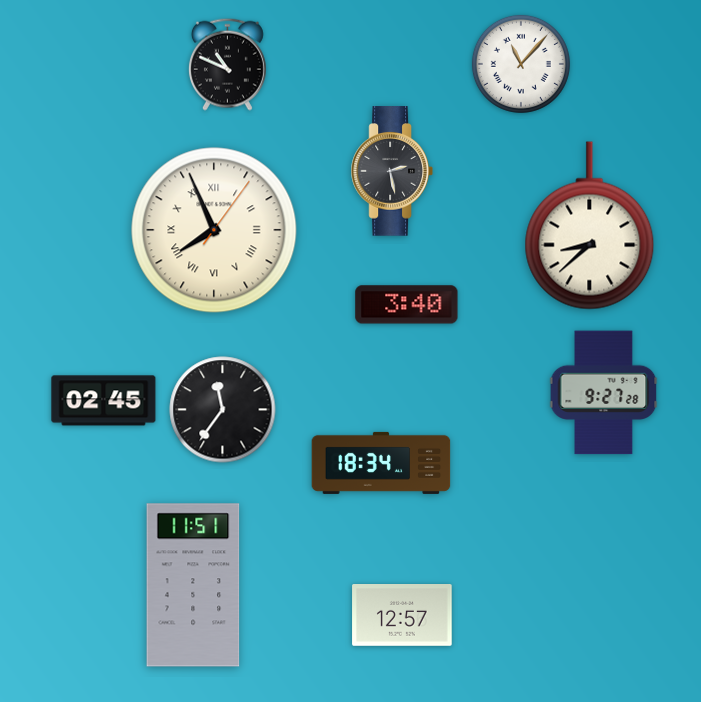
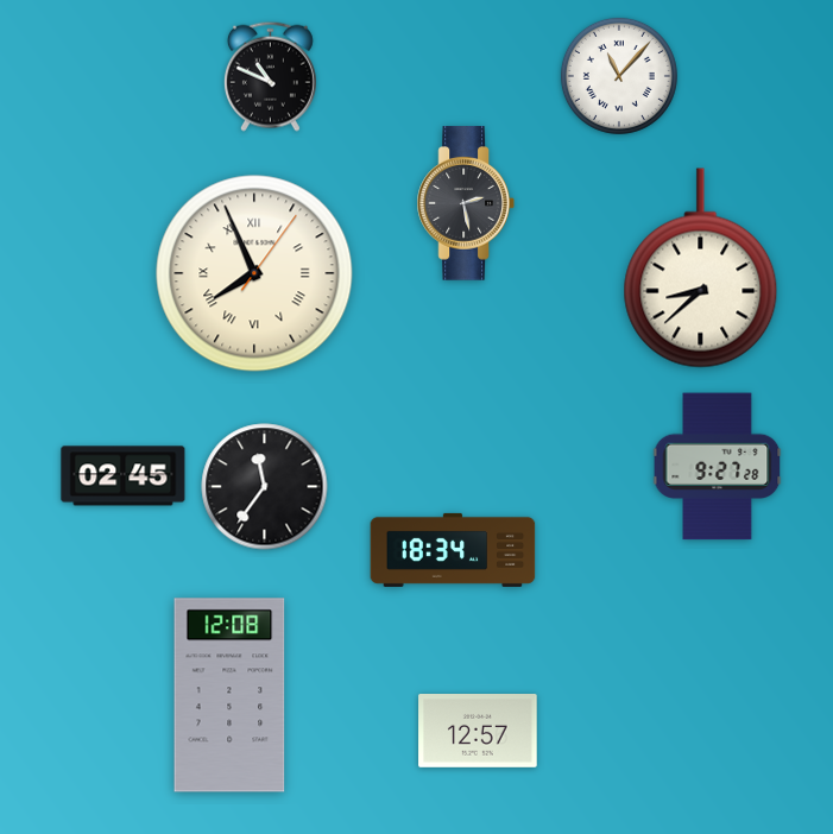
clock at (407, 305): 3:40 -> none
clock at (193, 585): 11:51 -> 12:08
